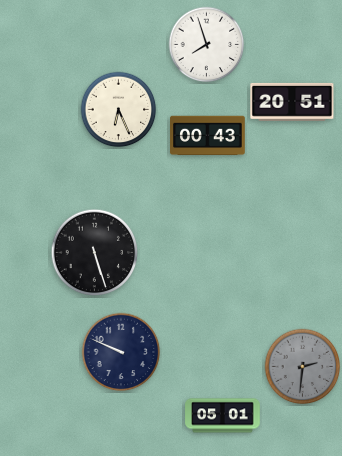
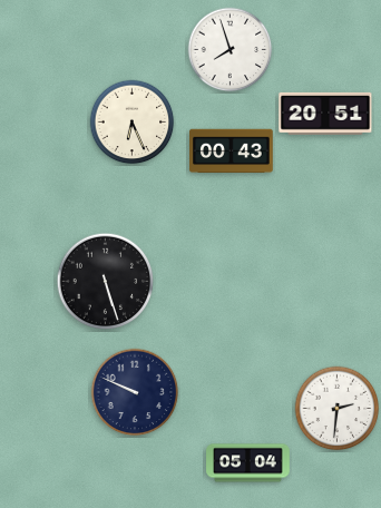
clock at (303, 367) dial: grey -> white
clock at (223, 416): 05:01 -> 05:04
